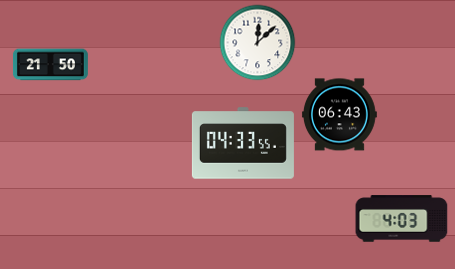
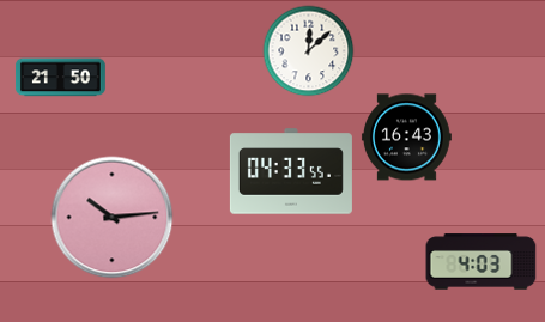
clock at (339, 115): 06:43 -> 16:43
clock at (113, 218): none -> 10:14
